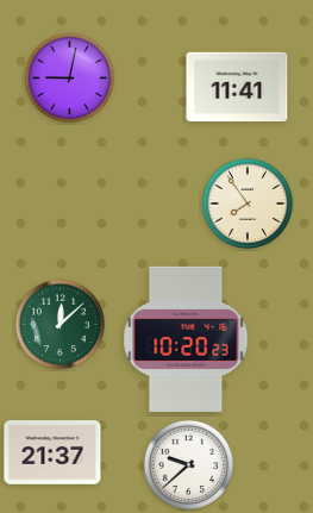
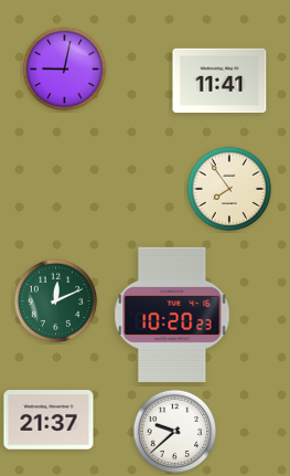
clock at (70, 79) position: (70, 79) -> (65, 70)
clock at (61, 325): 12:08 -> 12:11
